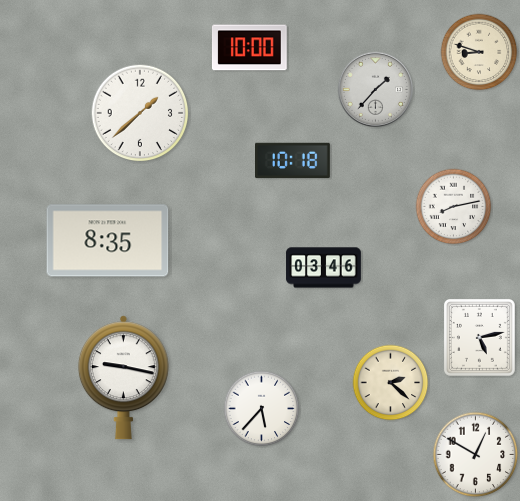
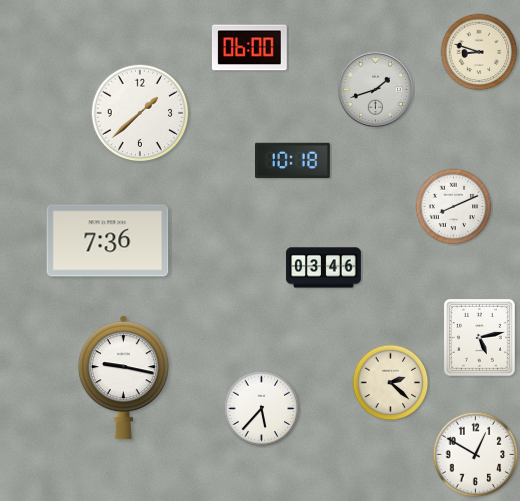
clock at (249, 48): 10:00 -> 06:00
clock at (375, 89): 1:37 -> 1:42
clock at (454, 207): 8:13 -> 8:11
clock at (108, 241): 8:35 -> 7:36
